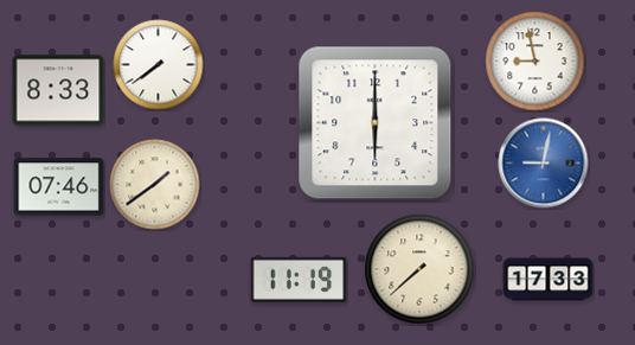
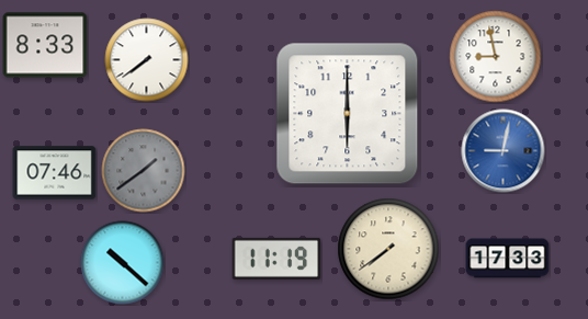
clock at (58, 90) position: (58, 90) -> (45, 45)
clock at (155, 185) dial: cream -> grey
clock at (419, 269): 7:38 -> 7:39
clock at (123, 263): none -> 10:22
